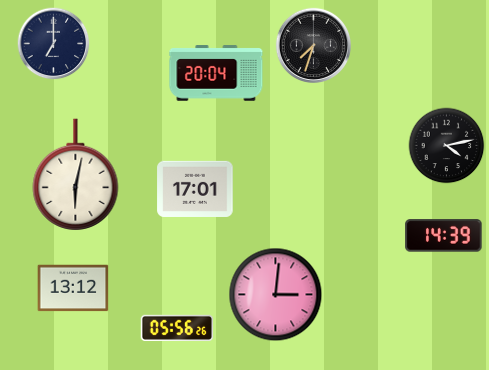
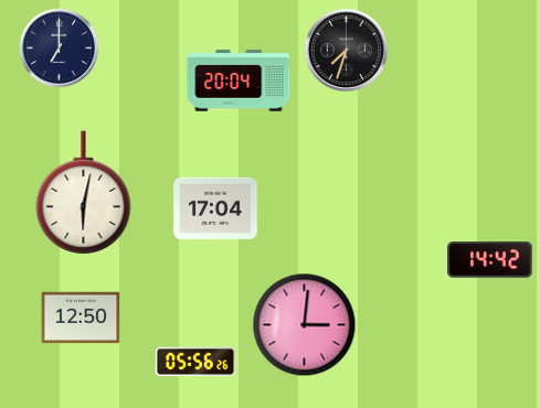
clock at (447, 146): 4:13 -> none
clock at (195, 189): 17:01 -> 17:04
clock at (444, 236): 14:39 -> 14:42
clock at (73, 288): 13:12 -> 12:50
